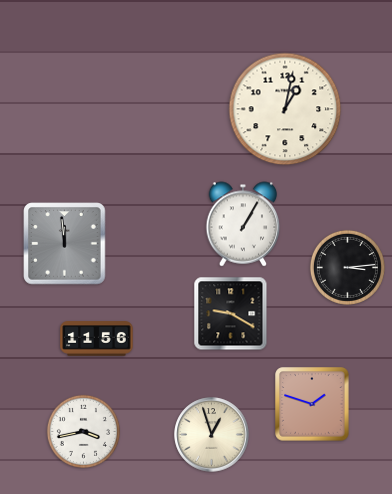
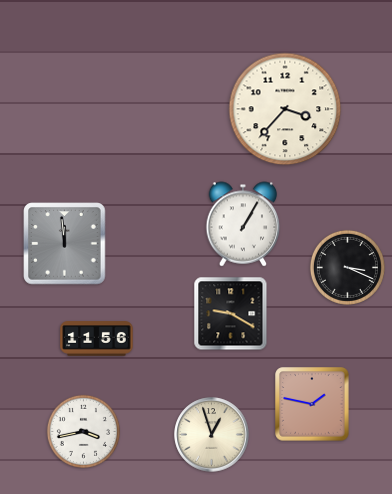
clock at (285, 109): 1:02 -> 3:37
clock at (347, 267): 3:14 -> 3:19
clock at (312, 404): 1:48 -> 1:47
